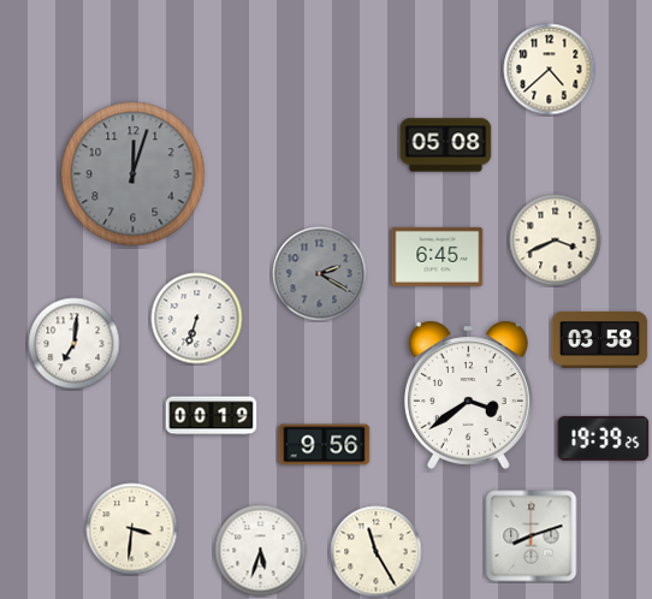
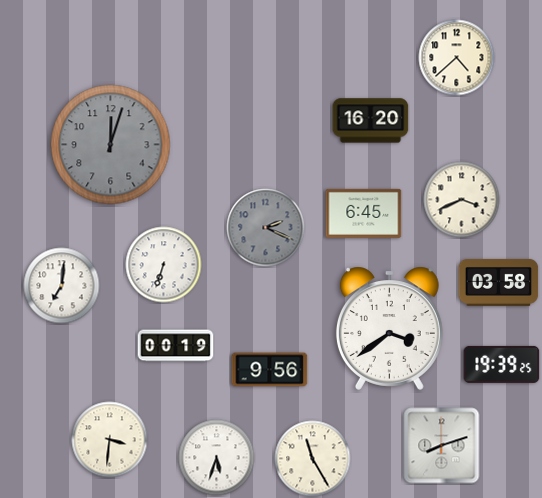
clock at (446, 146): 05:08 -> 16:20
clock at (320, 274): 2:20 -> 2:19
